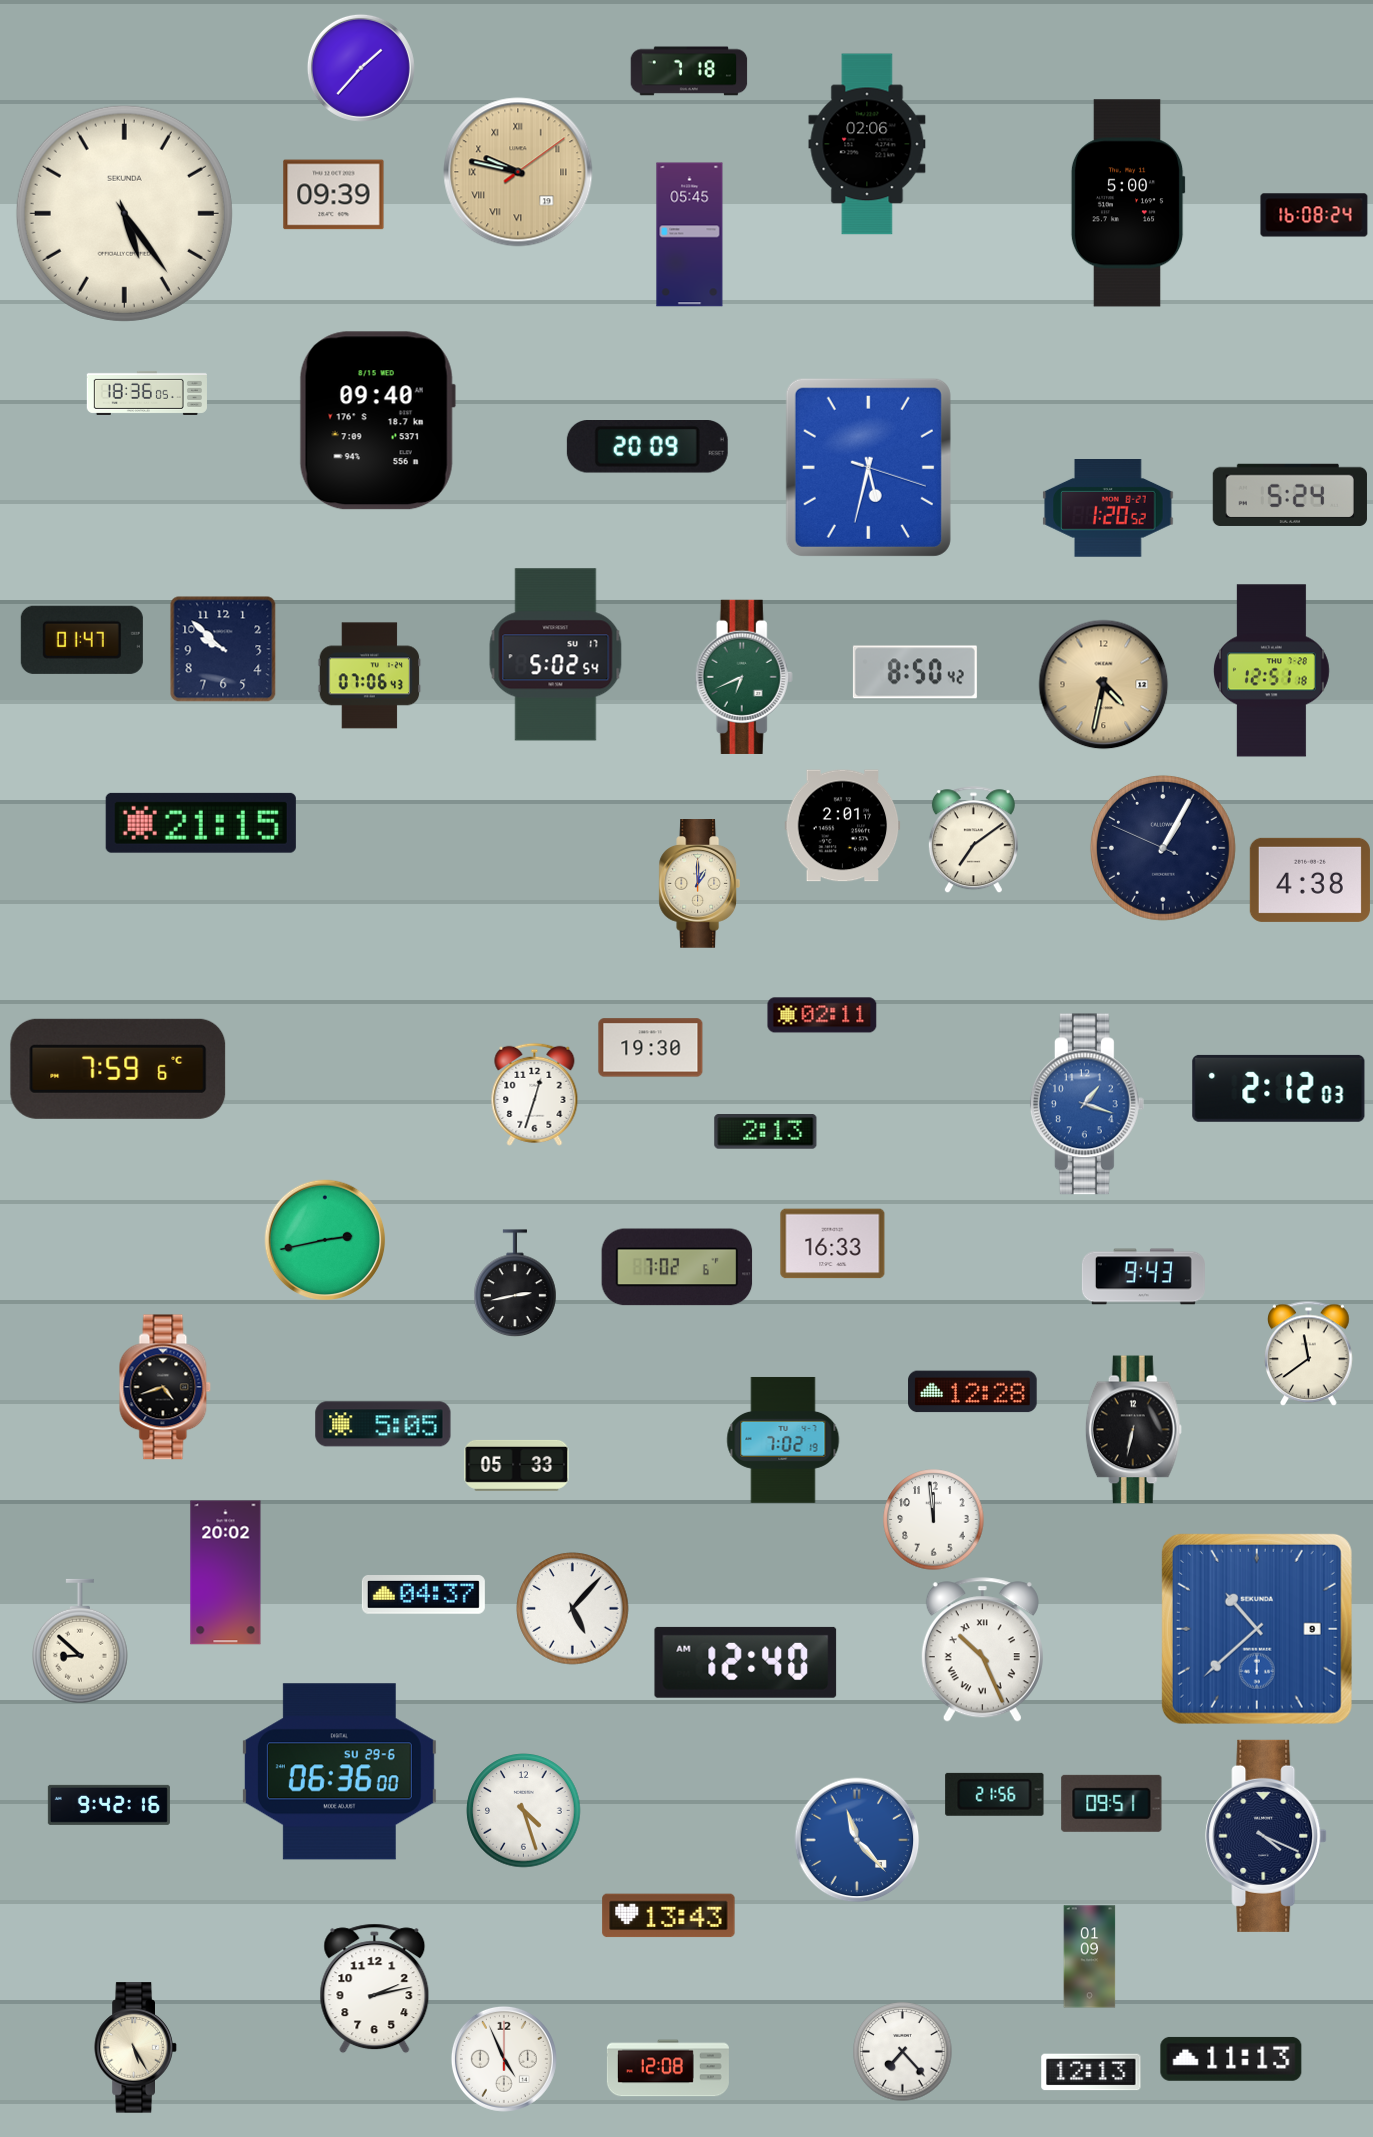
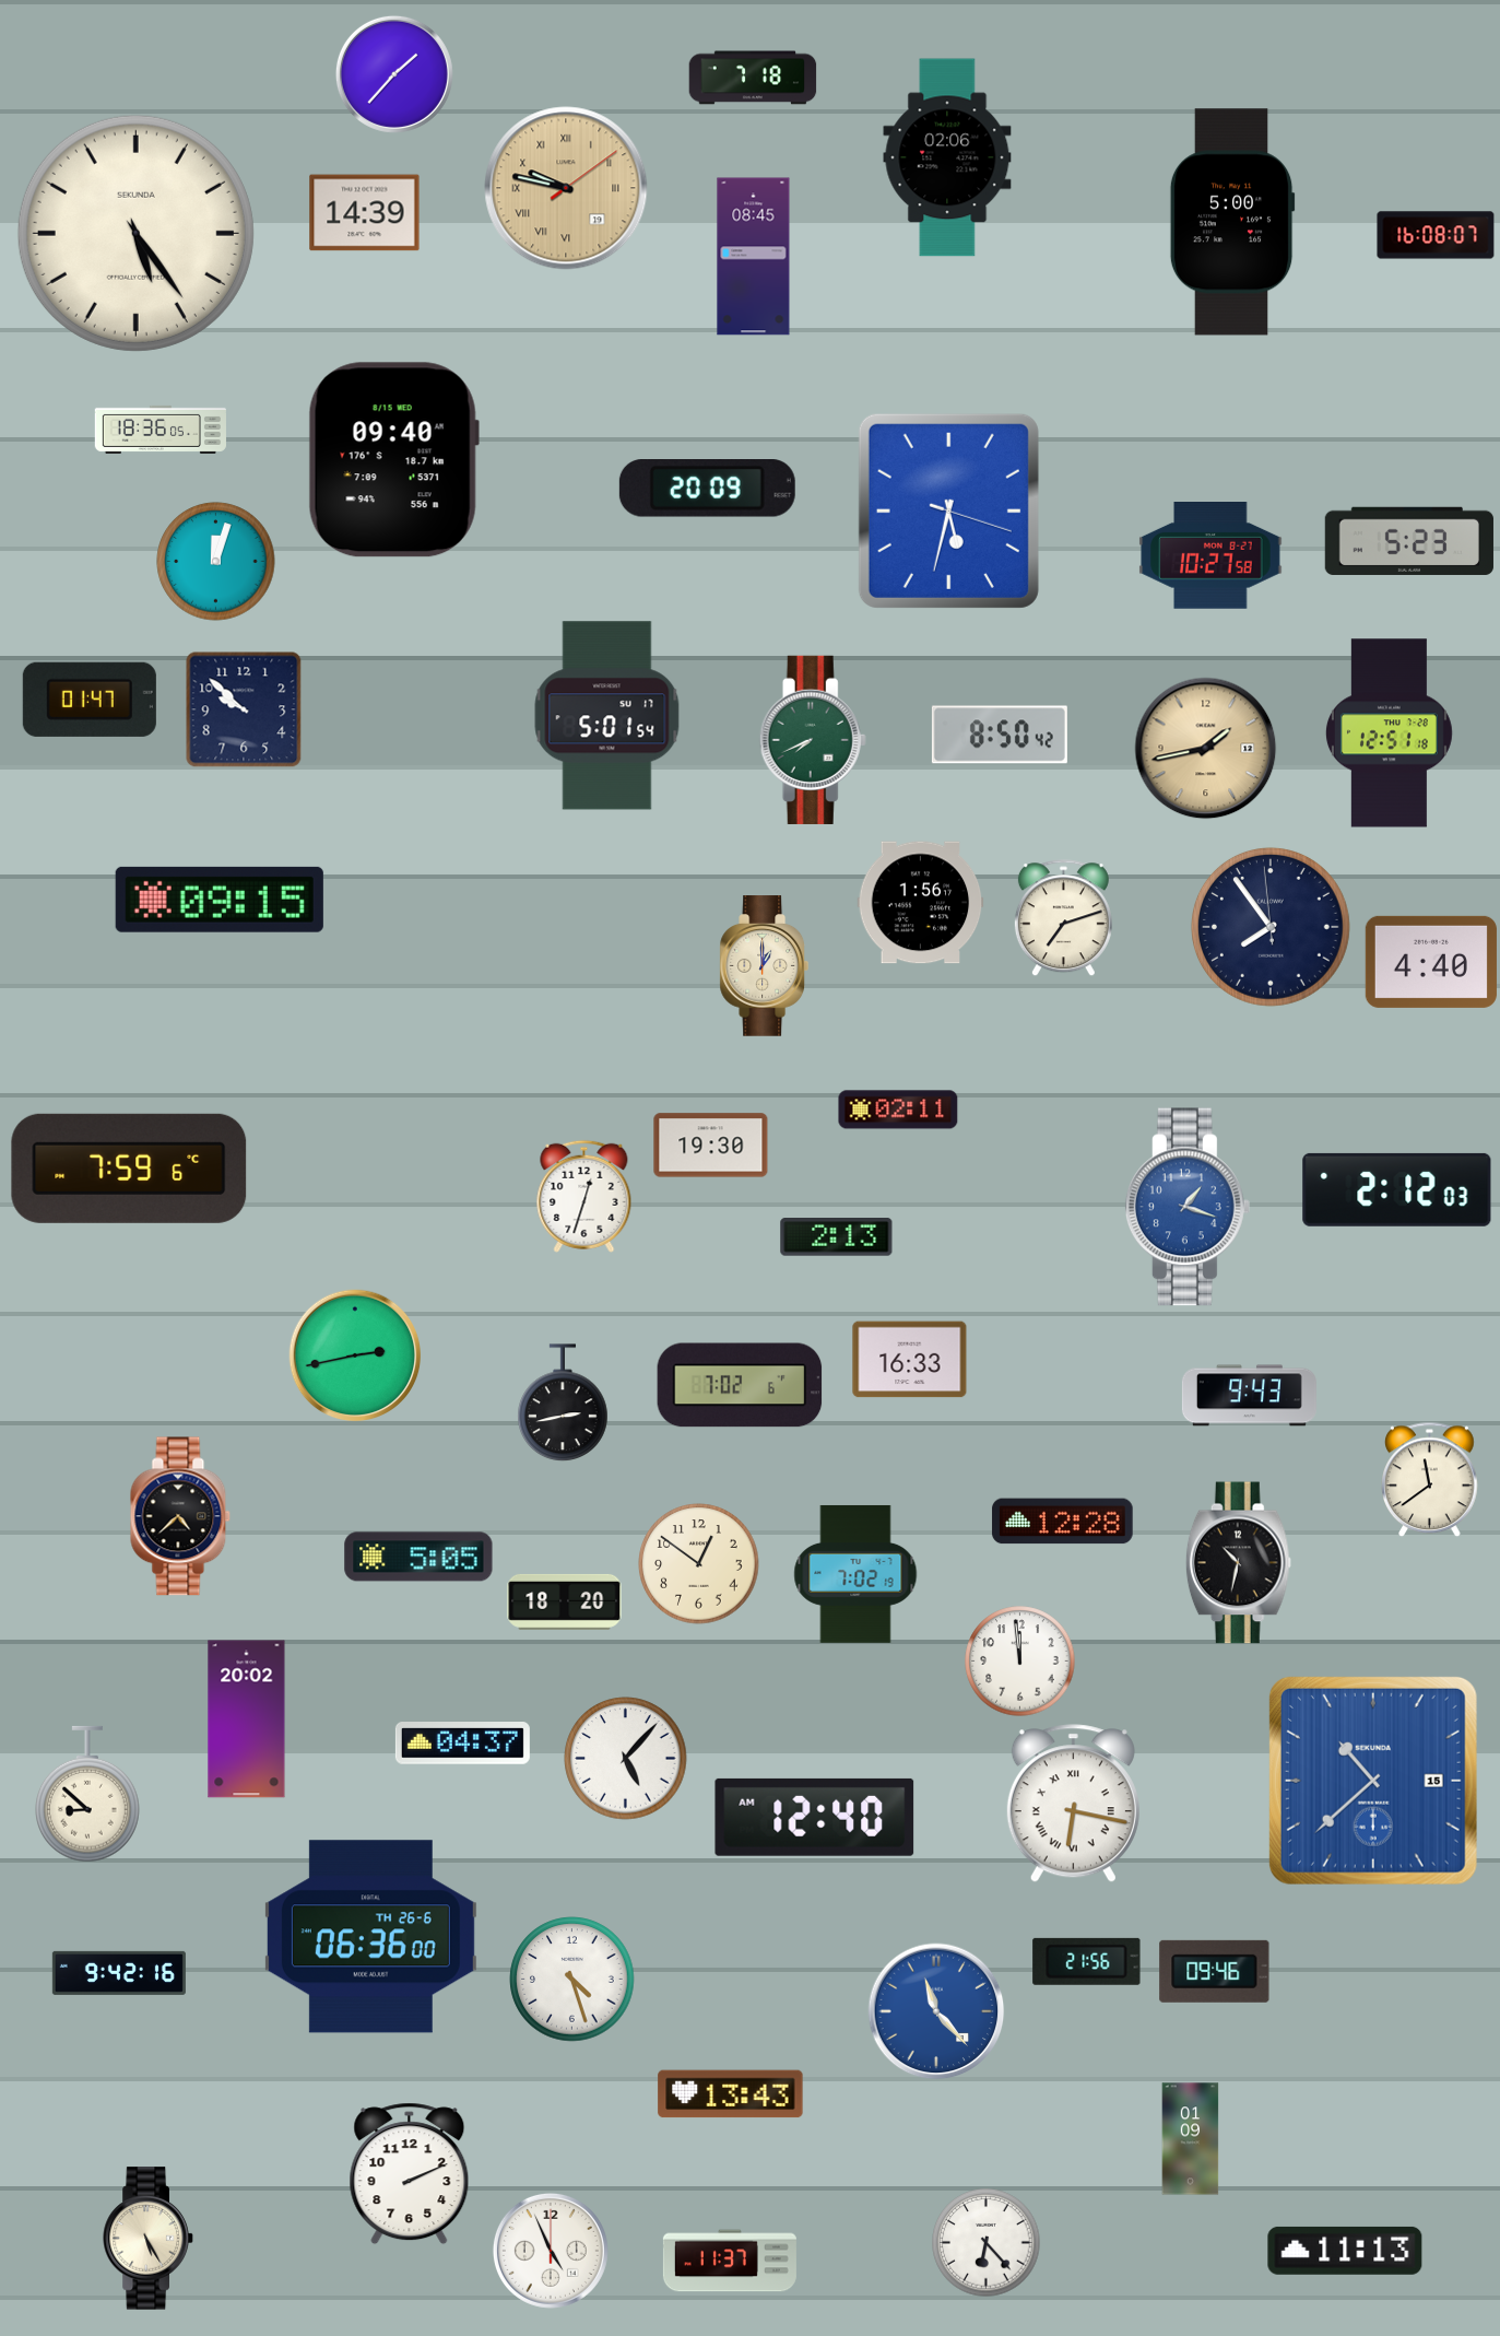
clock at (334, 195): 09:39 -> 14:39
clock at (1314, 215): 16:08:24 -> 16:08:07
clock at (690, 235): 05:45 -> 08:45
clock at (377, 421) position: (377, 421) -> (393, 460)
clock at (1290, 495): 5:24 -> 5:23
clock at (1108, 509): 1:20 -> 10:27
clock at (216, 562): none -> 12:03
clock at (556, 655): 5:02 -> 5:01
clock at (370, 676): 07:06 -> none
clock at (744, 677): 6:41 -> 7:41
clock at (1104, 685): 4:32 -> 1:43
clock at (201, 823): 21:15 -> 09:15
clock at (843, 826): 2:01 -> 1:56
clock at (973, 840): 7:09 -> 7:12
clock at (1163, 848): 1:04 -> 7:53
clock at (1310, 880): 4:38 -> 4:40
clock at (165, 1387): 4:42 -> 4:38
clock at (1133, 1430): 6:32 -> 10:32
clock at (699, 1564): none -> 12:51
clock at (517, 1465): 05:33 -> 18:20
clock at (1257, 1629) date: 9 -> 15
clock at (982, 1650): 10:26 -> 6:17
clock at (339, 1772) date: SU 29-6 -> TH 26-6
clock at (1112, 1803): 09:51 -> 09:46
clock at (1266, 1836): 4:19 -> none
clock at (375, 1989): 2:13 -> 2:11
clock at (903, 2052): 7:23 -> 6:23
clock at (668, 2068): 12:08 -> 11:37
clock at (1091, 2072): 12:13 -> none
